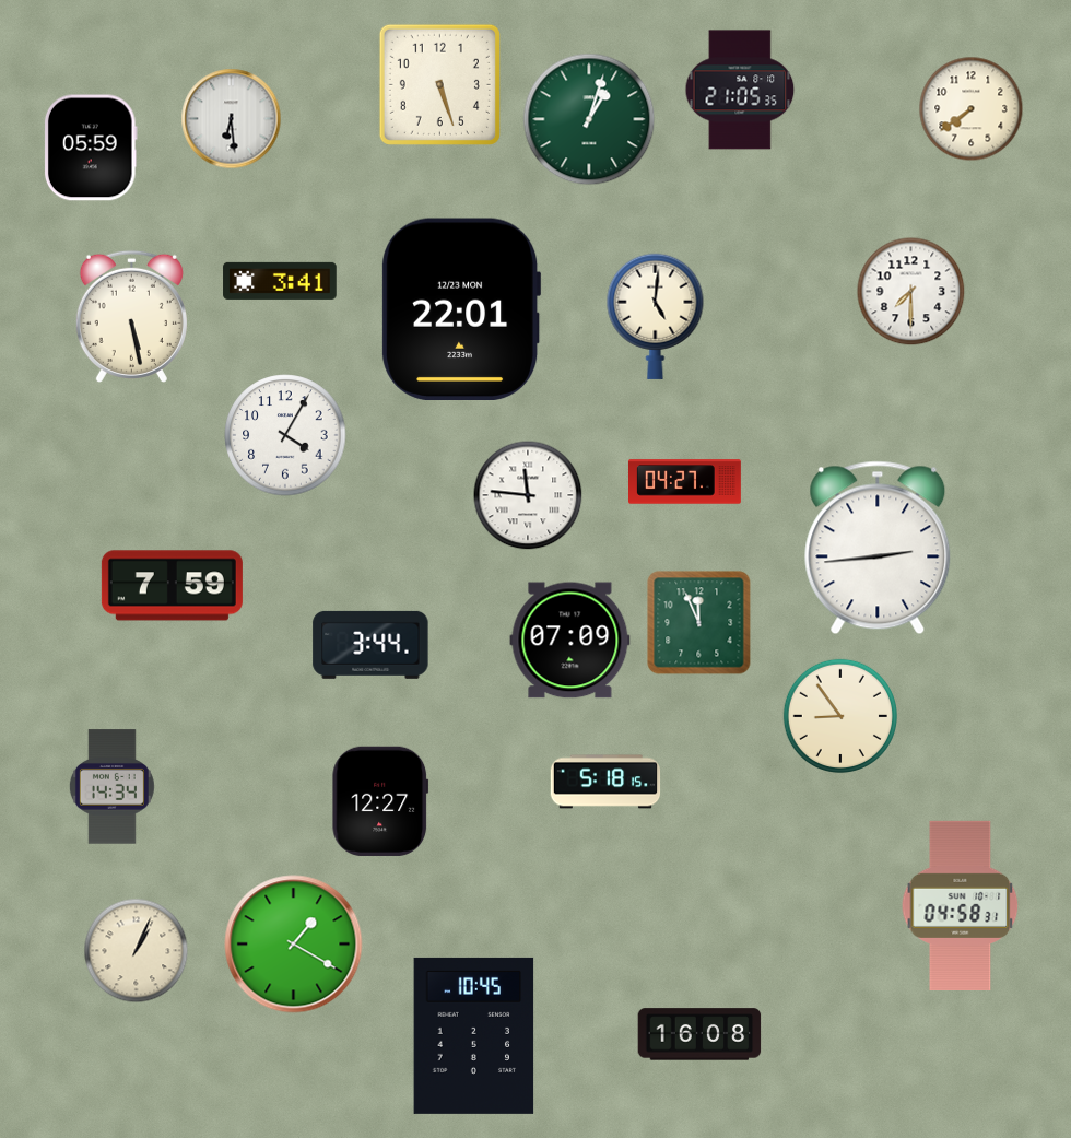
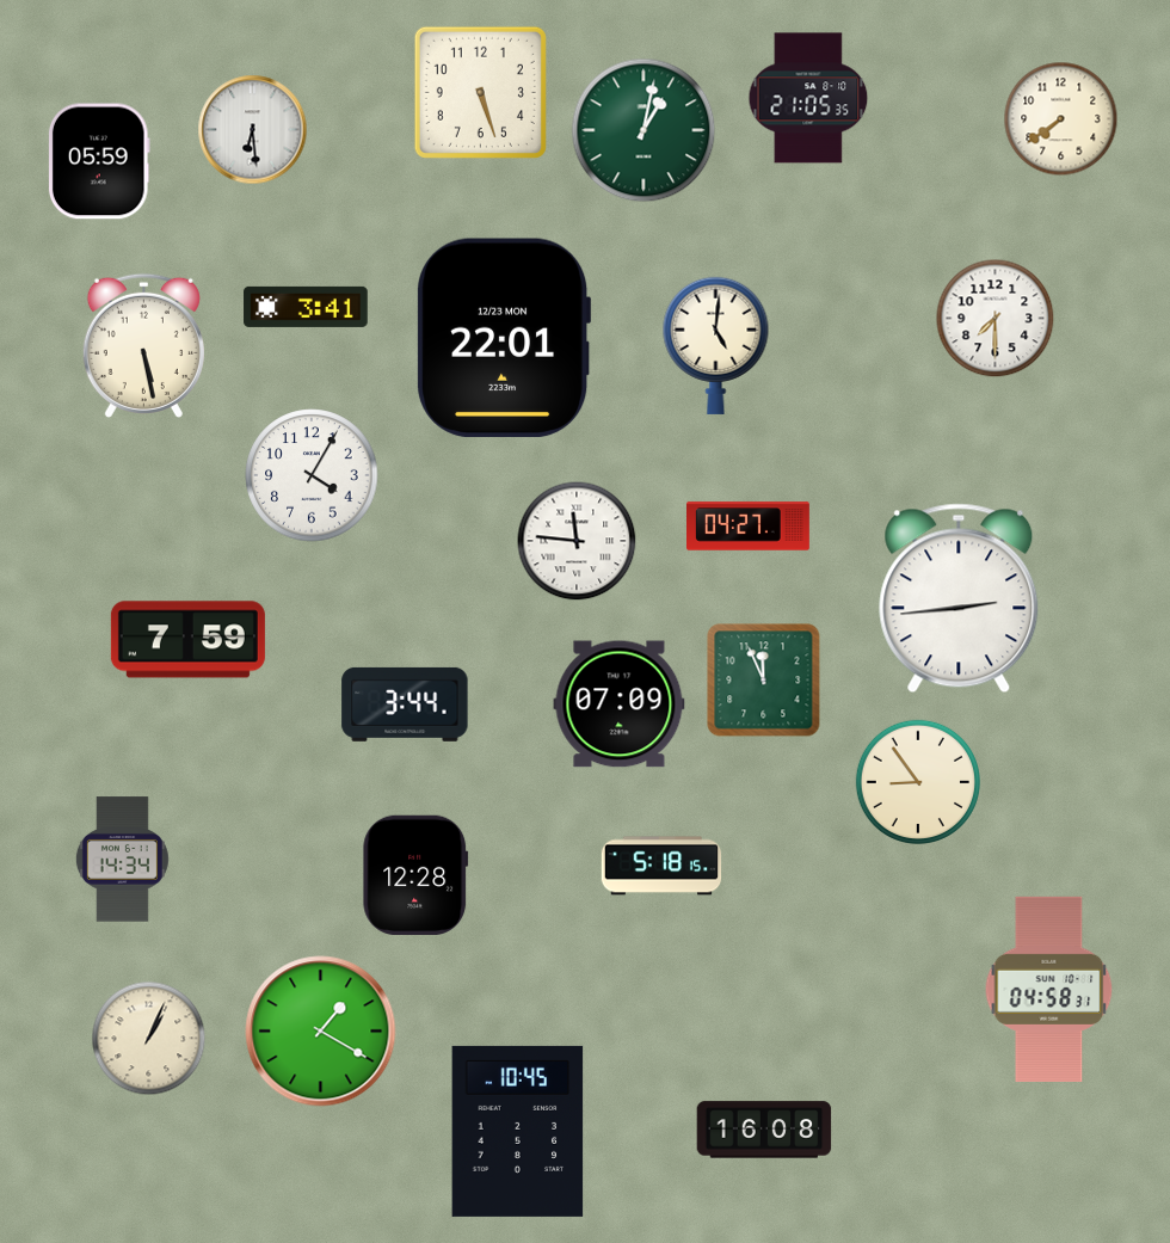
clock at (589, 119): 1:03 -> 1:02
clock at (570, 641) position: (570, 641) -> (620, 704)
clock at (605, 782) position: (605, 782) -> (661, 866)
clock at (380, 801): 12:27 -> 12:28
